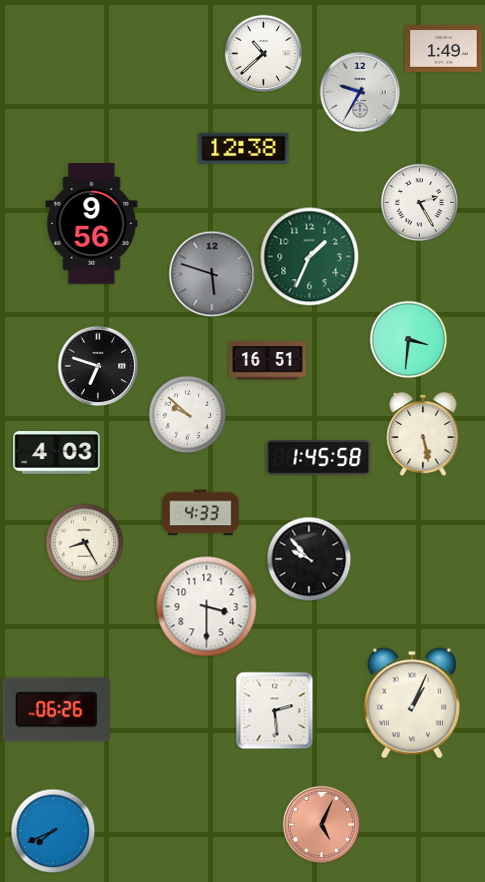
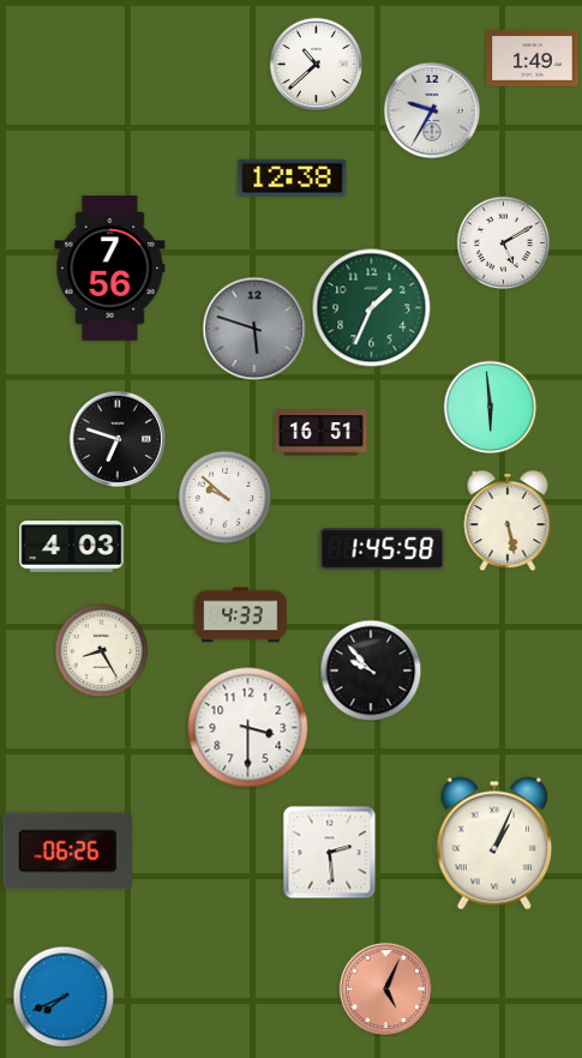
clock at (419, 202): 2:25 -> 5:10
clock at (92, 224): 9:56 -> 7:56
clock at (408, 339): 3:31 -> 5:59
clock at (57, 453) position: (57, 453) -> (72, 547)
